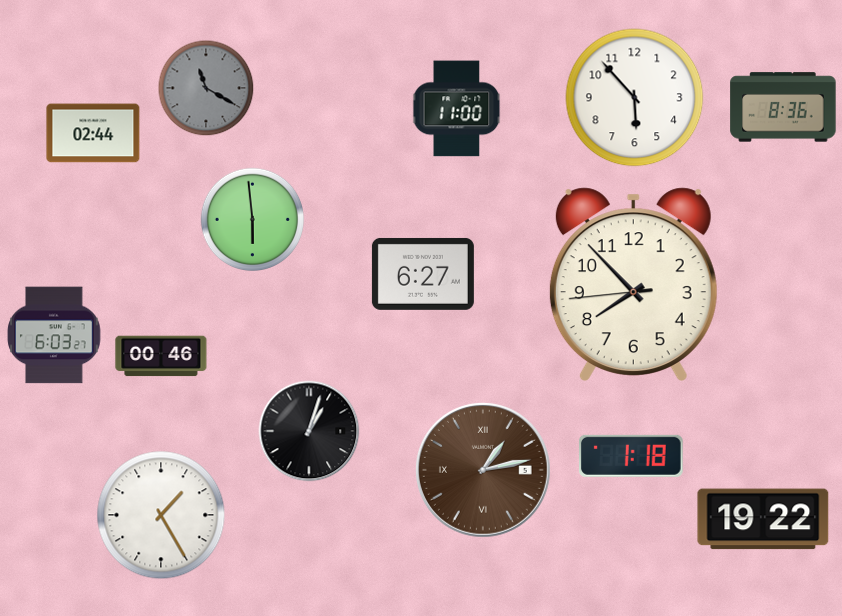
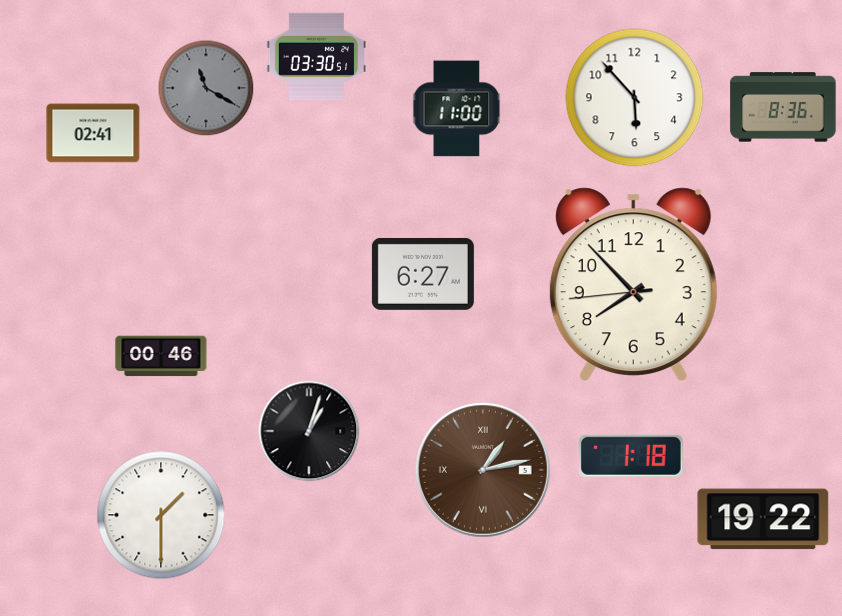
clock at (316, 57): none -> 03:30
clock at (93, 133): 02:44 -> 02:41
clock at (252, 219): 5:59 -> none
clock at (54, 335): 6:03 -> none
clock at (161, 515): 1:25 -> 1:30
